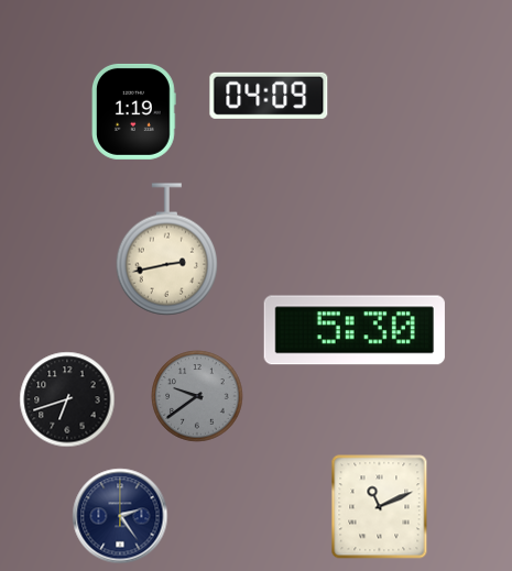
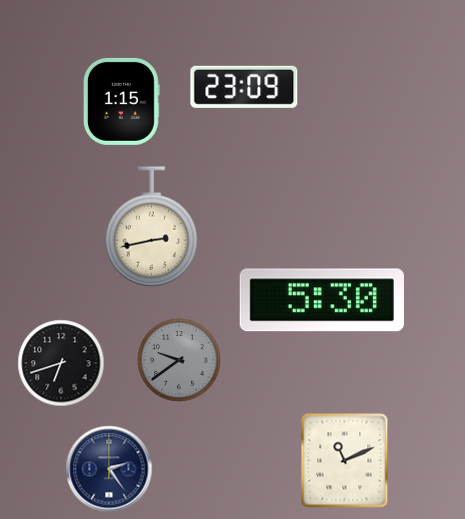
clock at (269, 96): 04:09 -> 23:09
clock at (134, 111): 1:19 -> 1:15
